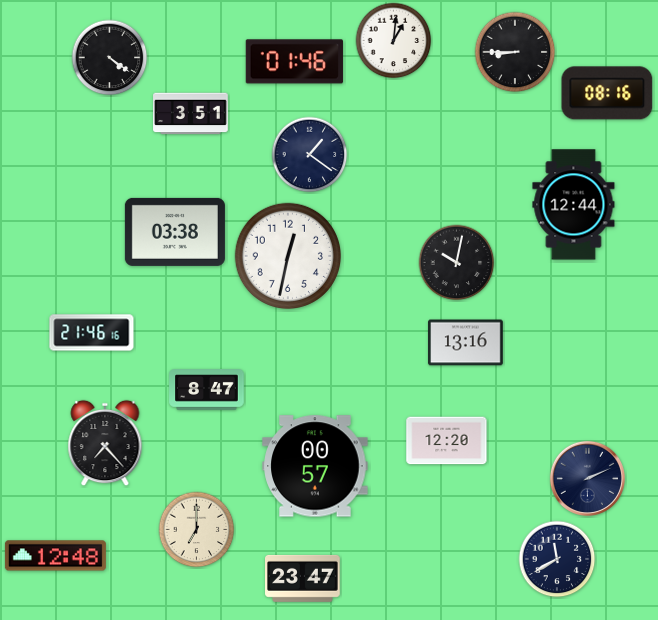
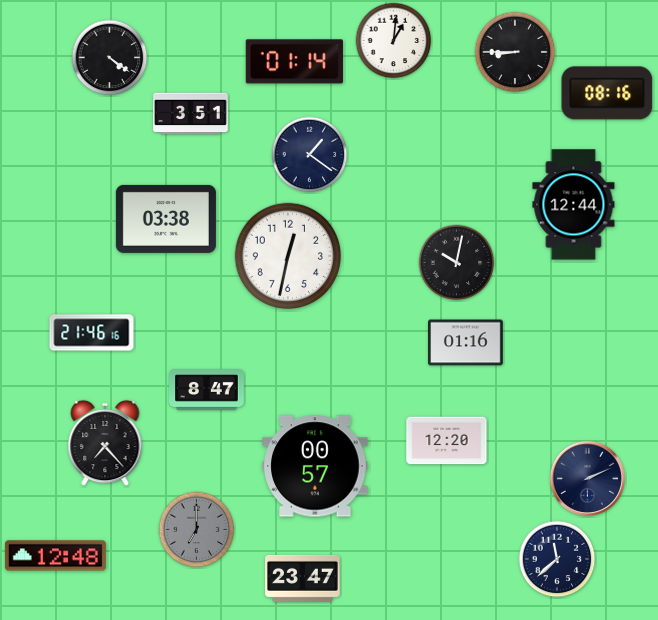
clock at (294, 62): 01:46 -> 01:14
clock at (175, 232) position: (175, 232) -> (166, 219)
clock at (466, 343): 13:16 -> 01:16
clock at (197, 530) dial: cream -> grey
clock at (557, 559): 11:40 -> 11:38
